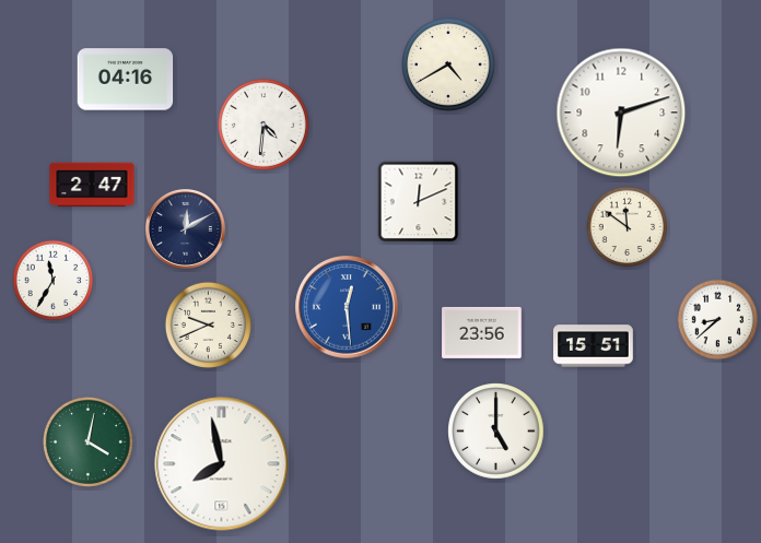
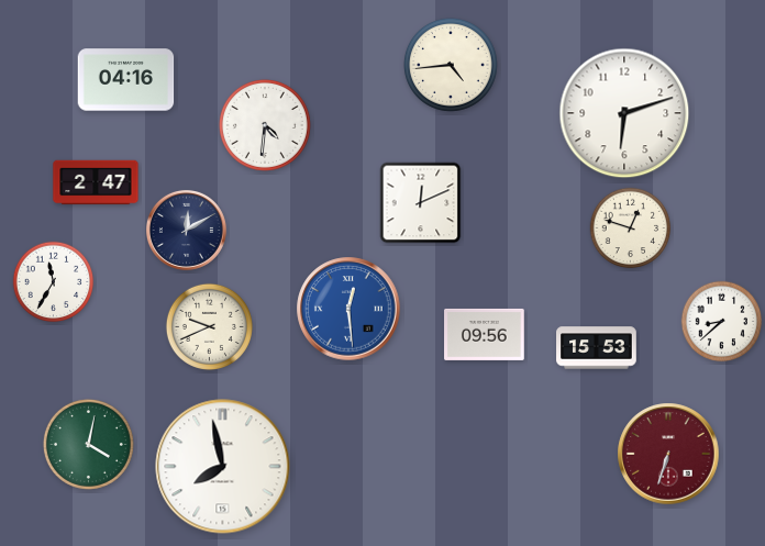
clock at (448, 64): 4:40 -> 4:44
clock at (92, 185) position: (92, 185) -> (96, 182)
clock at (628, 227): 11:51 -> 12:48
clock at (482, 332): 23:56 -> 09:56
clock at (594, 346): 15:51 -> 15:53
clock at (496, 432): 5:00 -> none
clock at (668, 454): none -> 6:33
